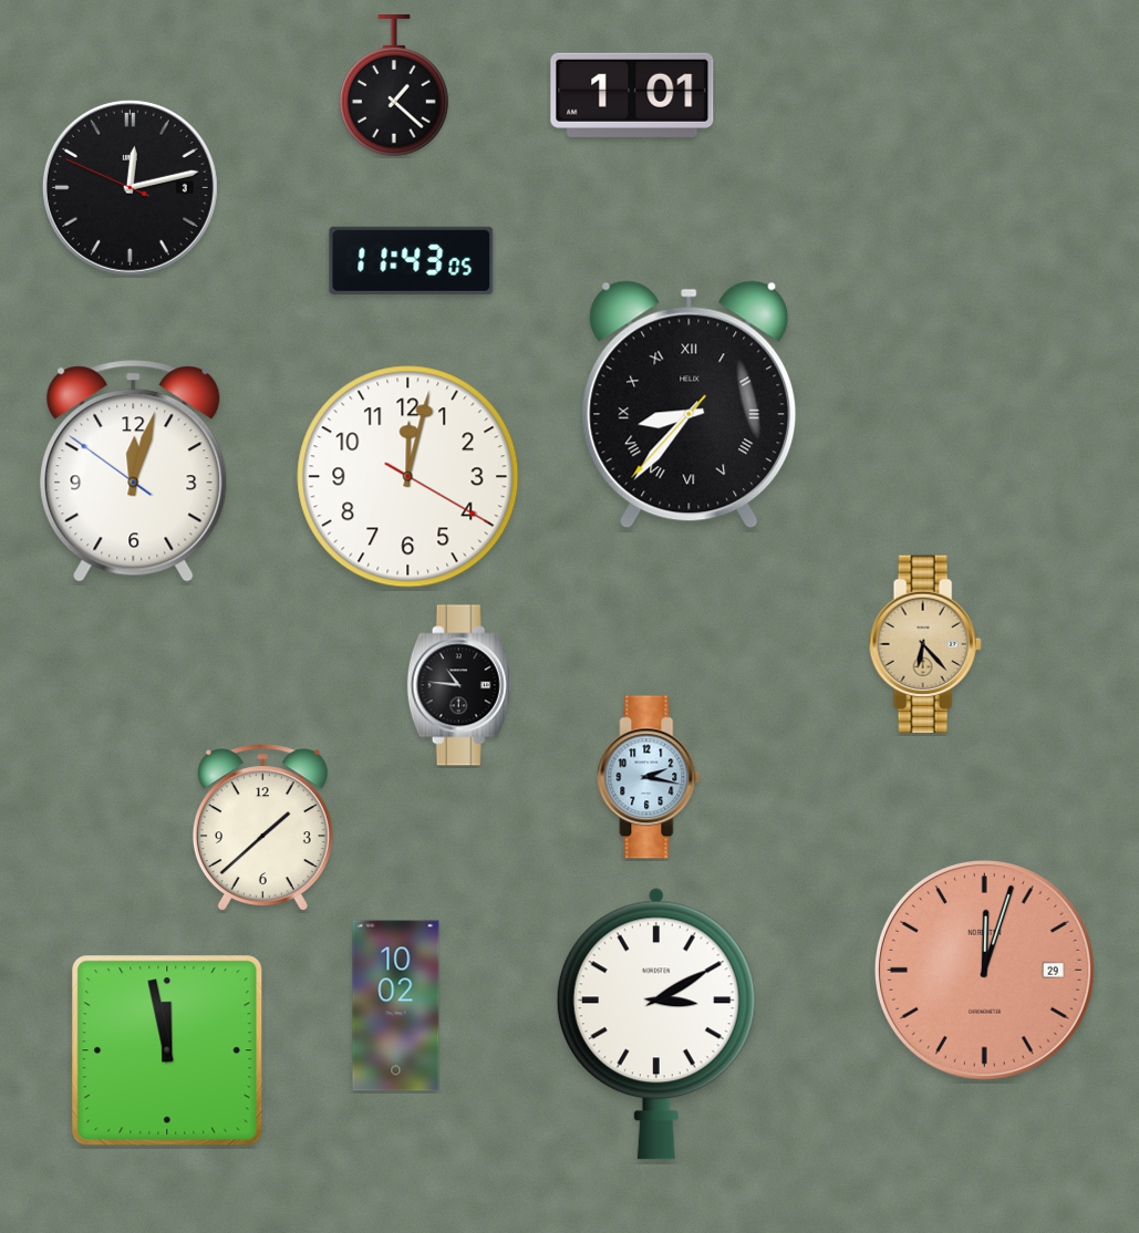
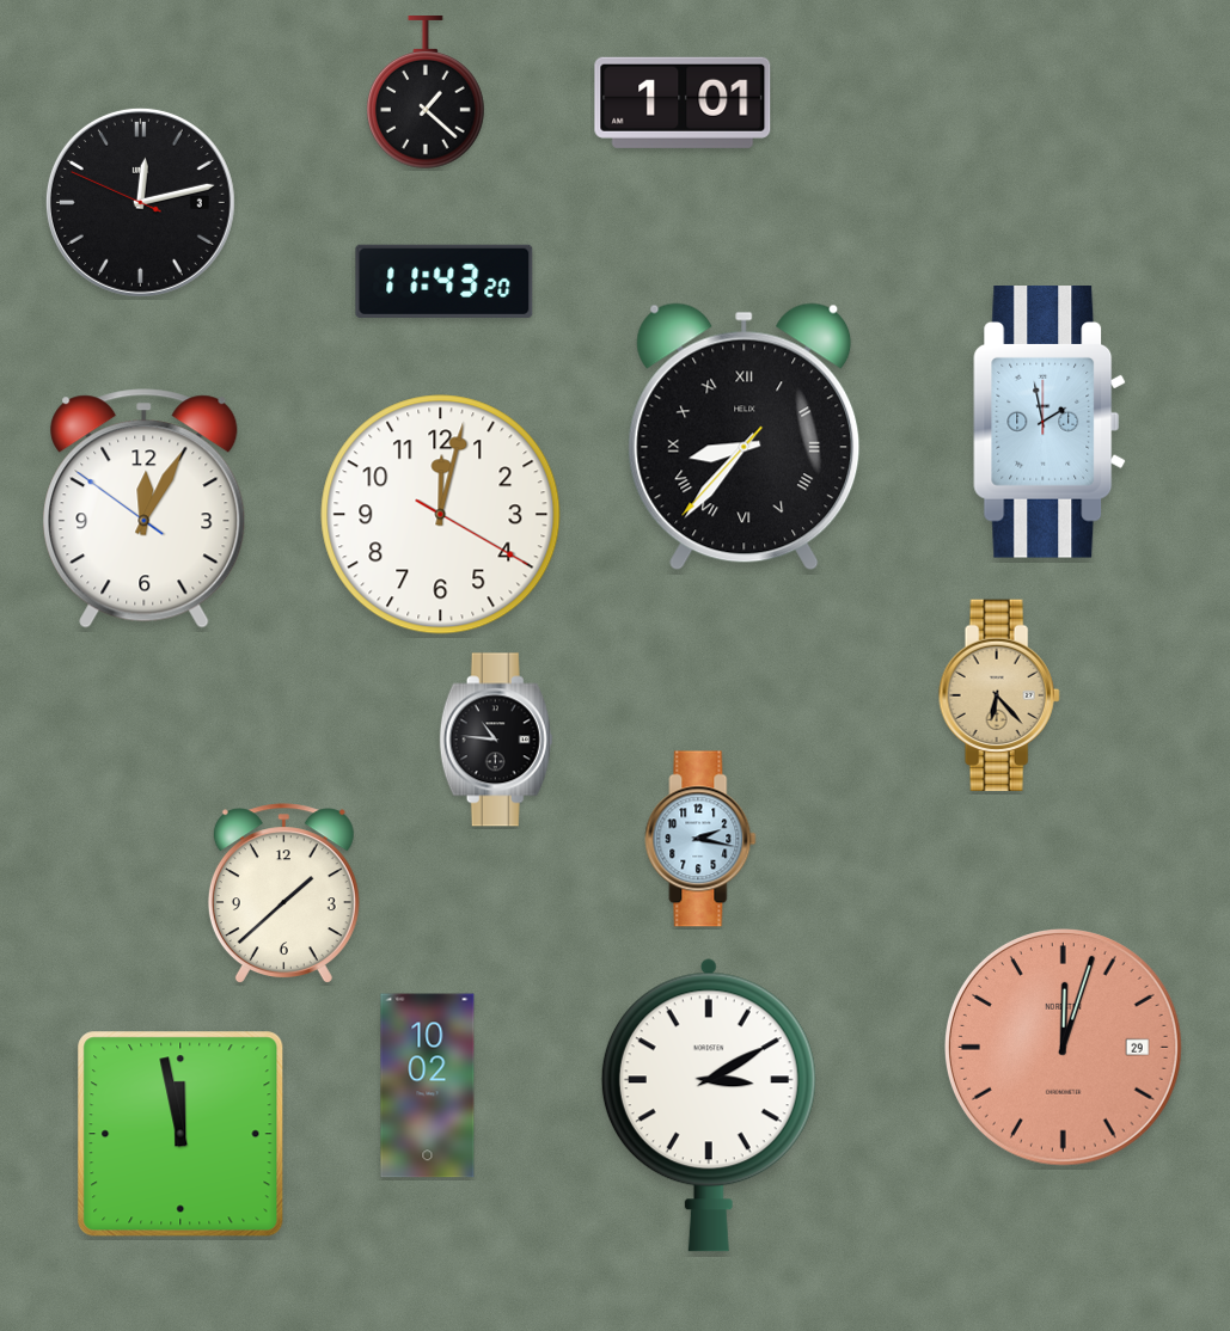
clock at (412, 260): 11:43:05 -> 11:43:20
clock at (1051, 423): none -> 1:58
clock at (134, 472): 12:02 -> 12:04
